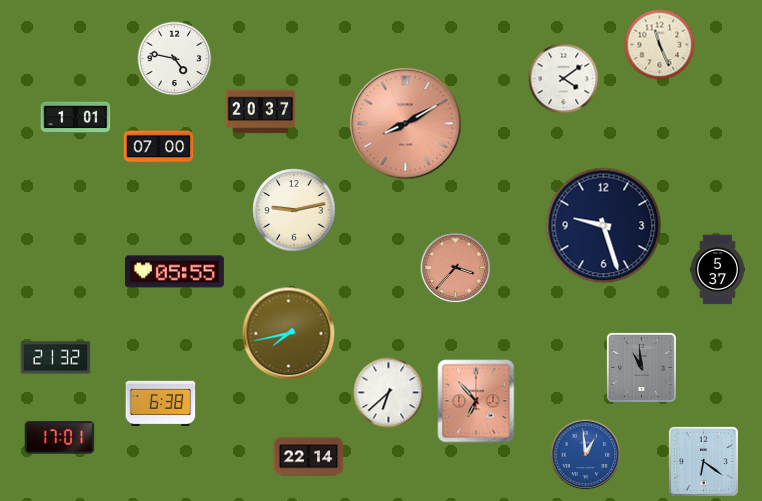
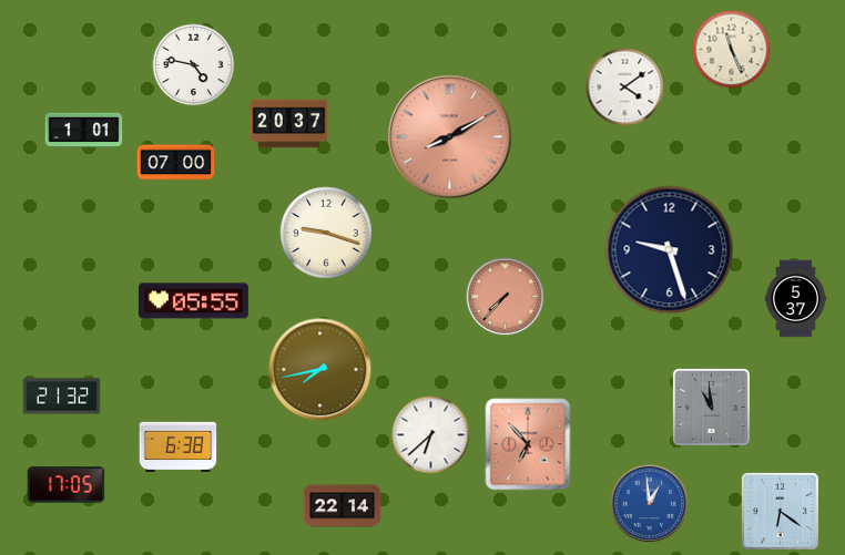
clock at (294, 210): 9:13 -> 9:18
clock at (456, 268): 3:37 -> 7:37
clock at (60, 438): 17:01 -> 17:05
